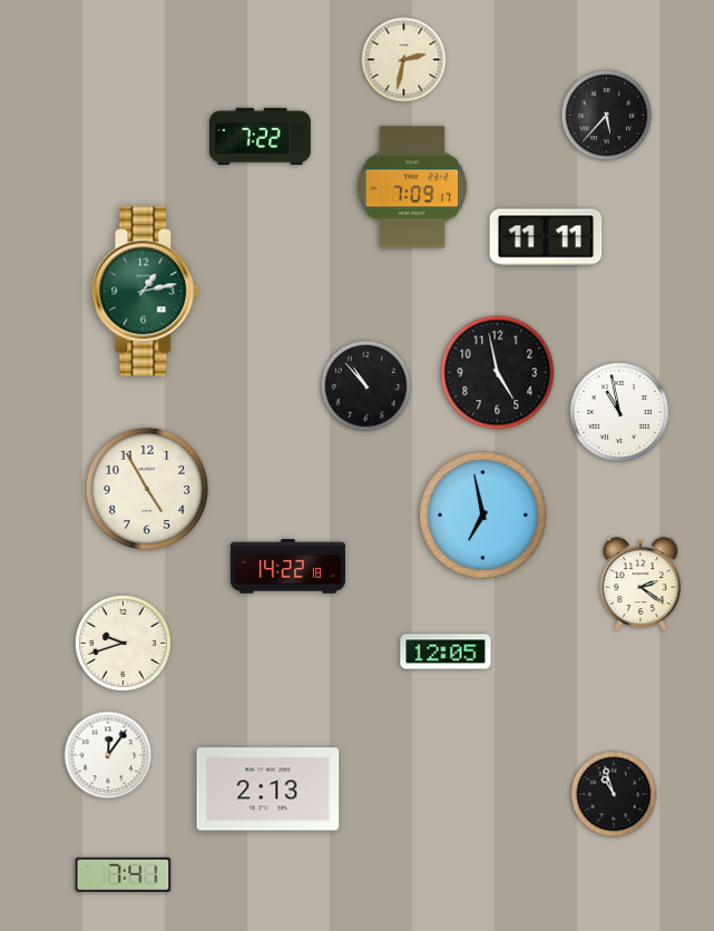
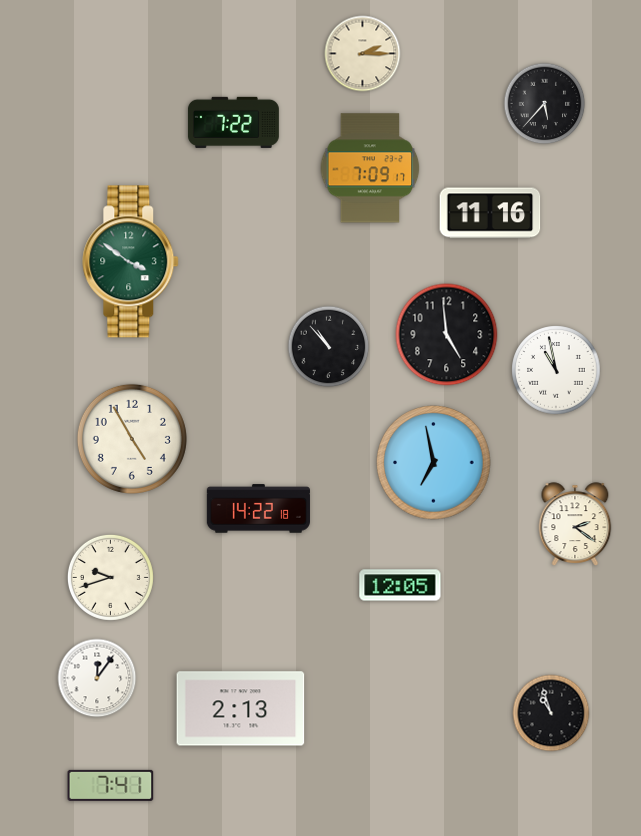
clock at (404, 60): 2:32 -> 2:15
clock at (546, 237): 11:11 -> 11:16
clock at (146, 292): 1:13 -> 3:51
clock at (498, 373): 4:58 -> 4:59
